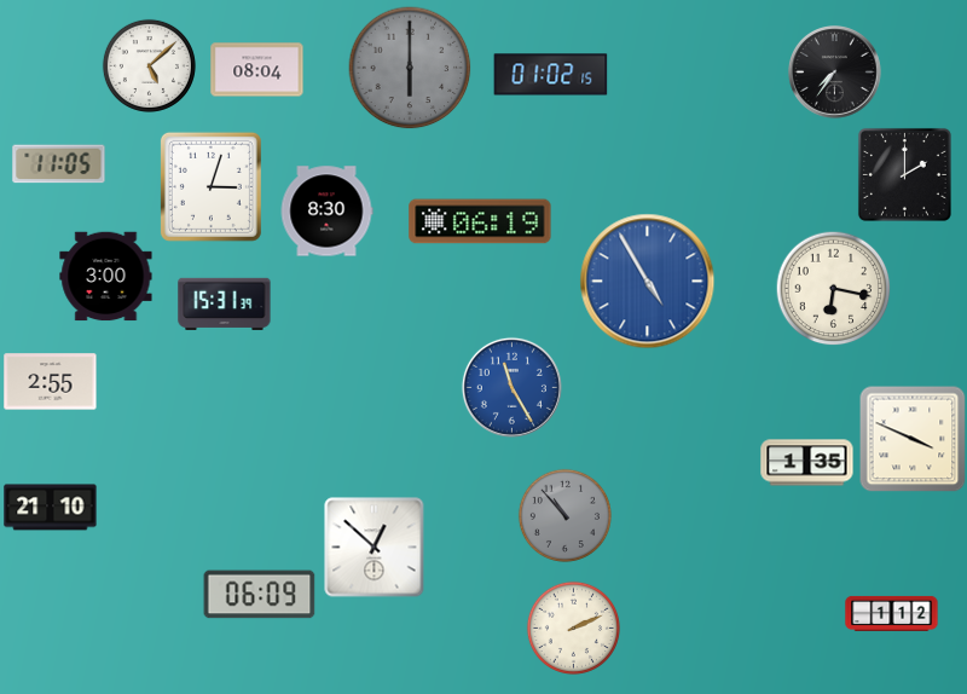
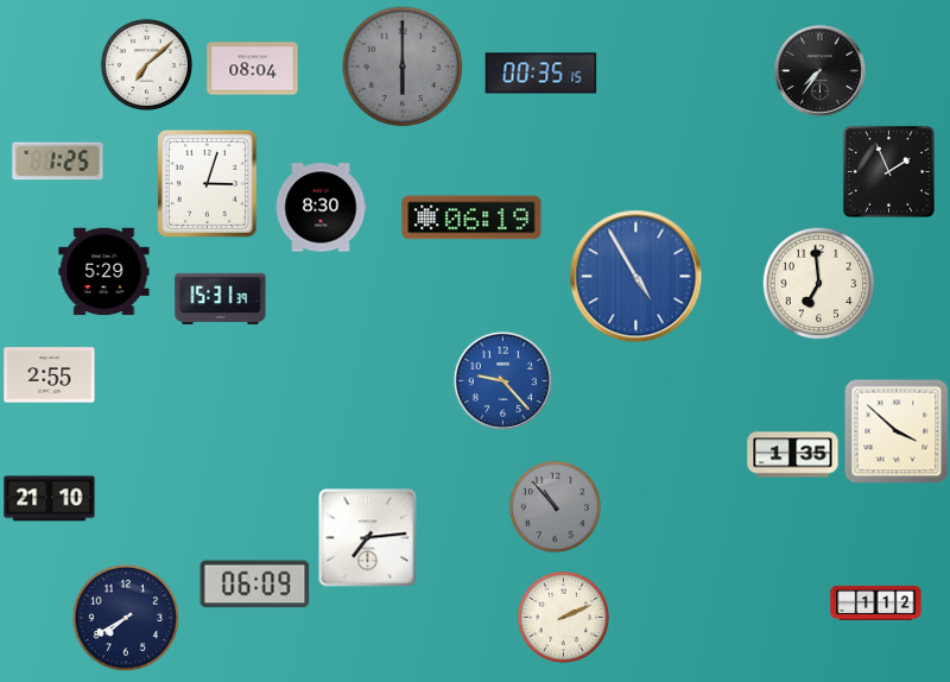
clock at (149, 65): 5:08 -> 7:08
clock at (551, 75): 01:02 -> 00:35
clock at (59, 164): 11:05 -> 1:25
clock at (904, 174): 2:00 -> 1:56
clock at (106, 277): 3:00 -> 5:29
clock at (833, 288): 6:17 -> 6:59
clock at (511, 387): 11:25 -> 9:23
clock at (913, 439): 3:49 -> 3:52
clock at (375, 548): 12:52 -> 7:14
clock at (126, 618): none -> 7:40
